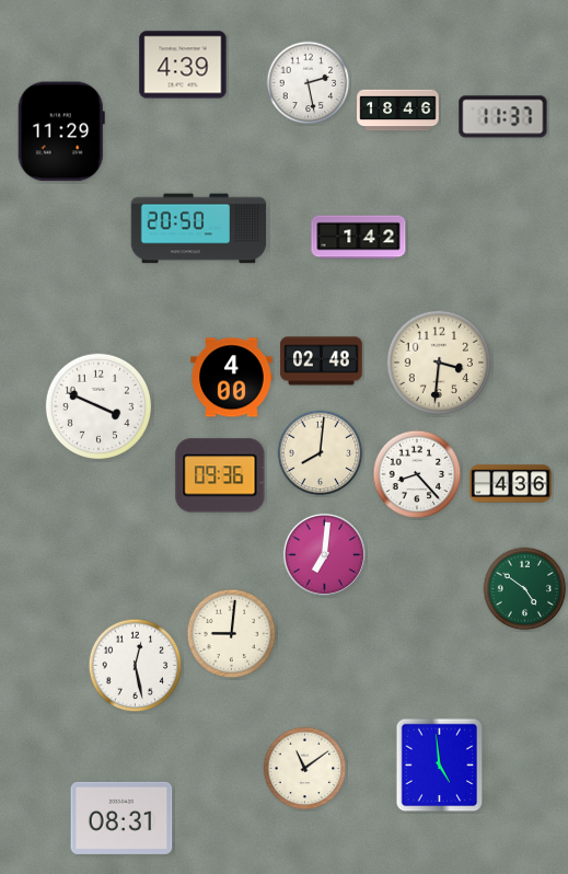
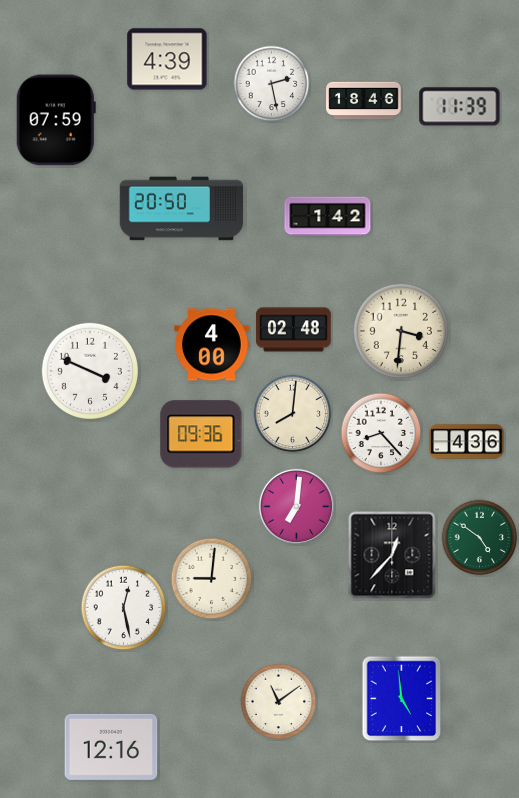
clock at (309, 83) position: (309, 83) -> (272, 84)
clock at (503, 117): 11:37 -> 11:39
clock at (61, 131): 11:29 -> 07:59
clock at (392, 555): none -> 12:37
clock at (121, 818): 08:31 -> 12:16
